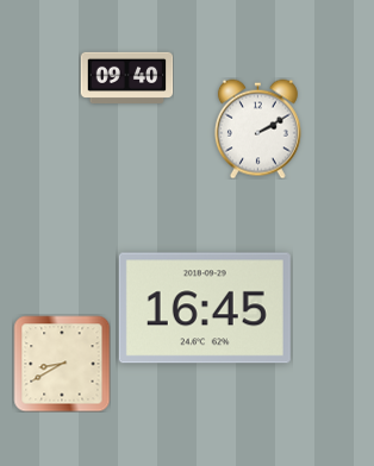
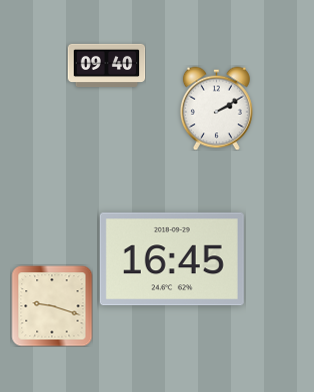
clock at (62, 364): 8:40 -> 9:18
